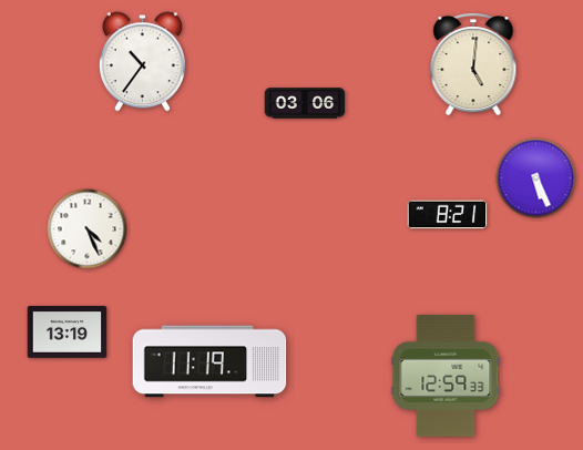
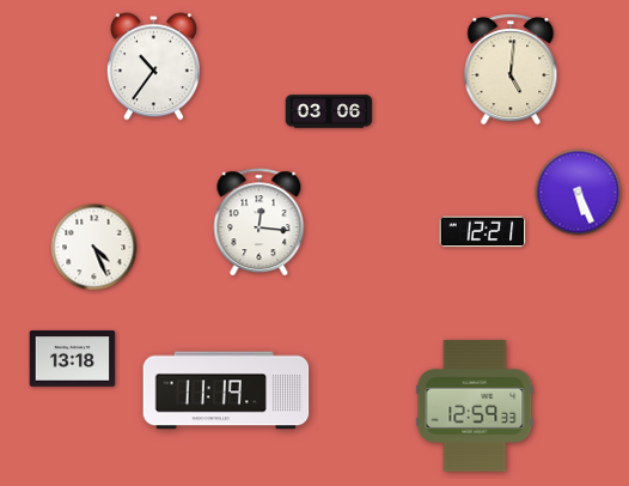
clock at (259, 223): none -> 12:16
clock at (448, 215): 8:21 -> 12:21
clock at (68, 333): 13:19 -> 13:18
clock at (446, 376) position: (446, 376) -> (475, 406)
